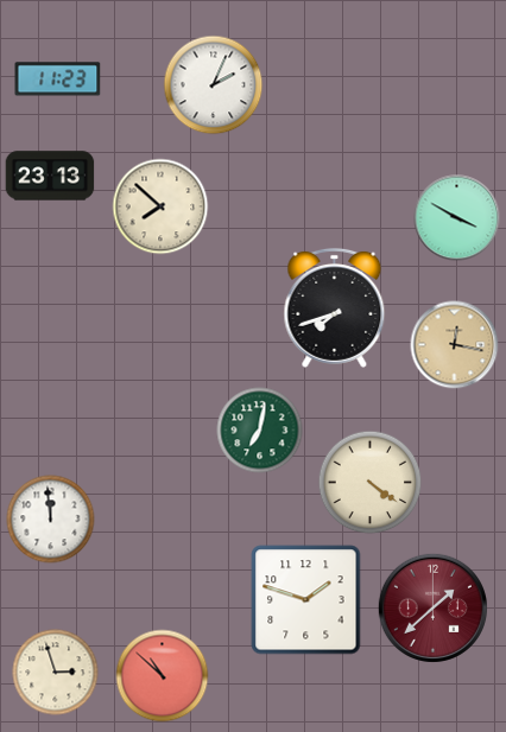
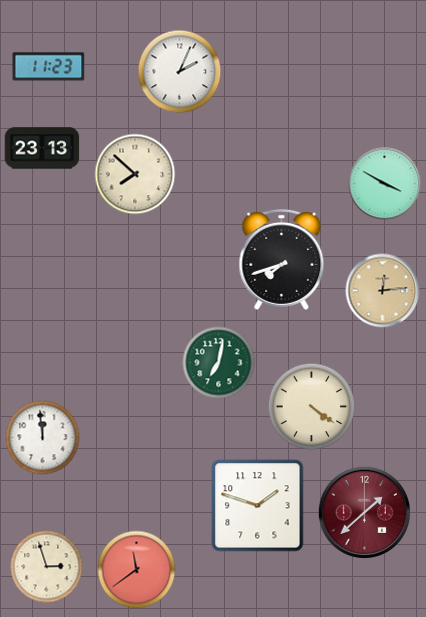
clock at (455, 345): 12:17 -> 12:14
clock at (163, 676): 10:52 -> 11:39
